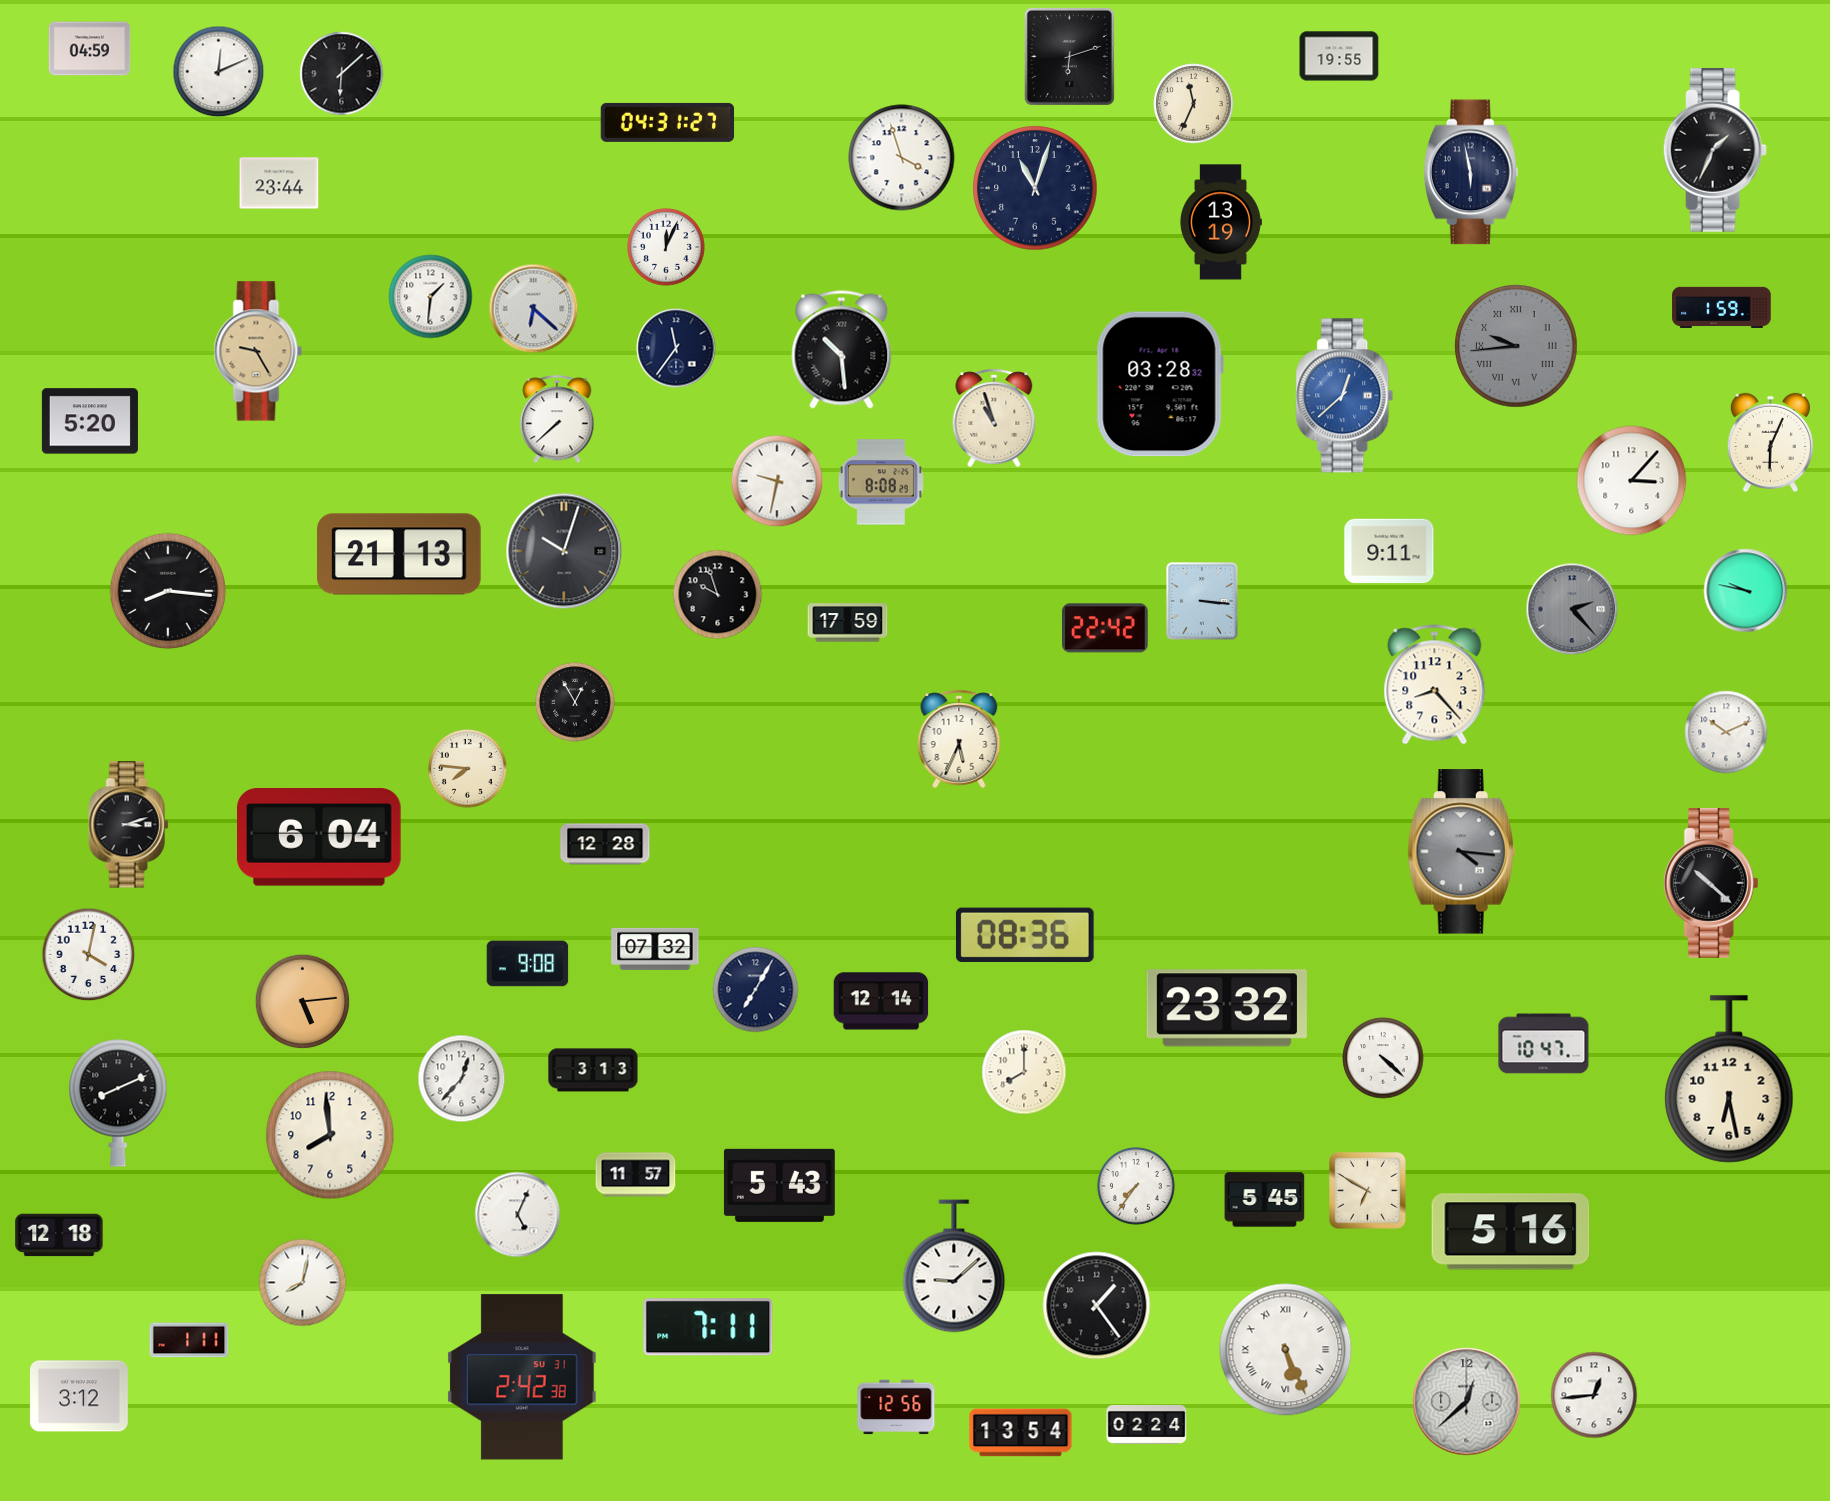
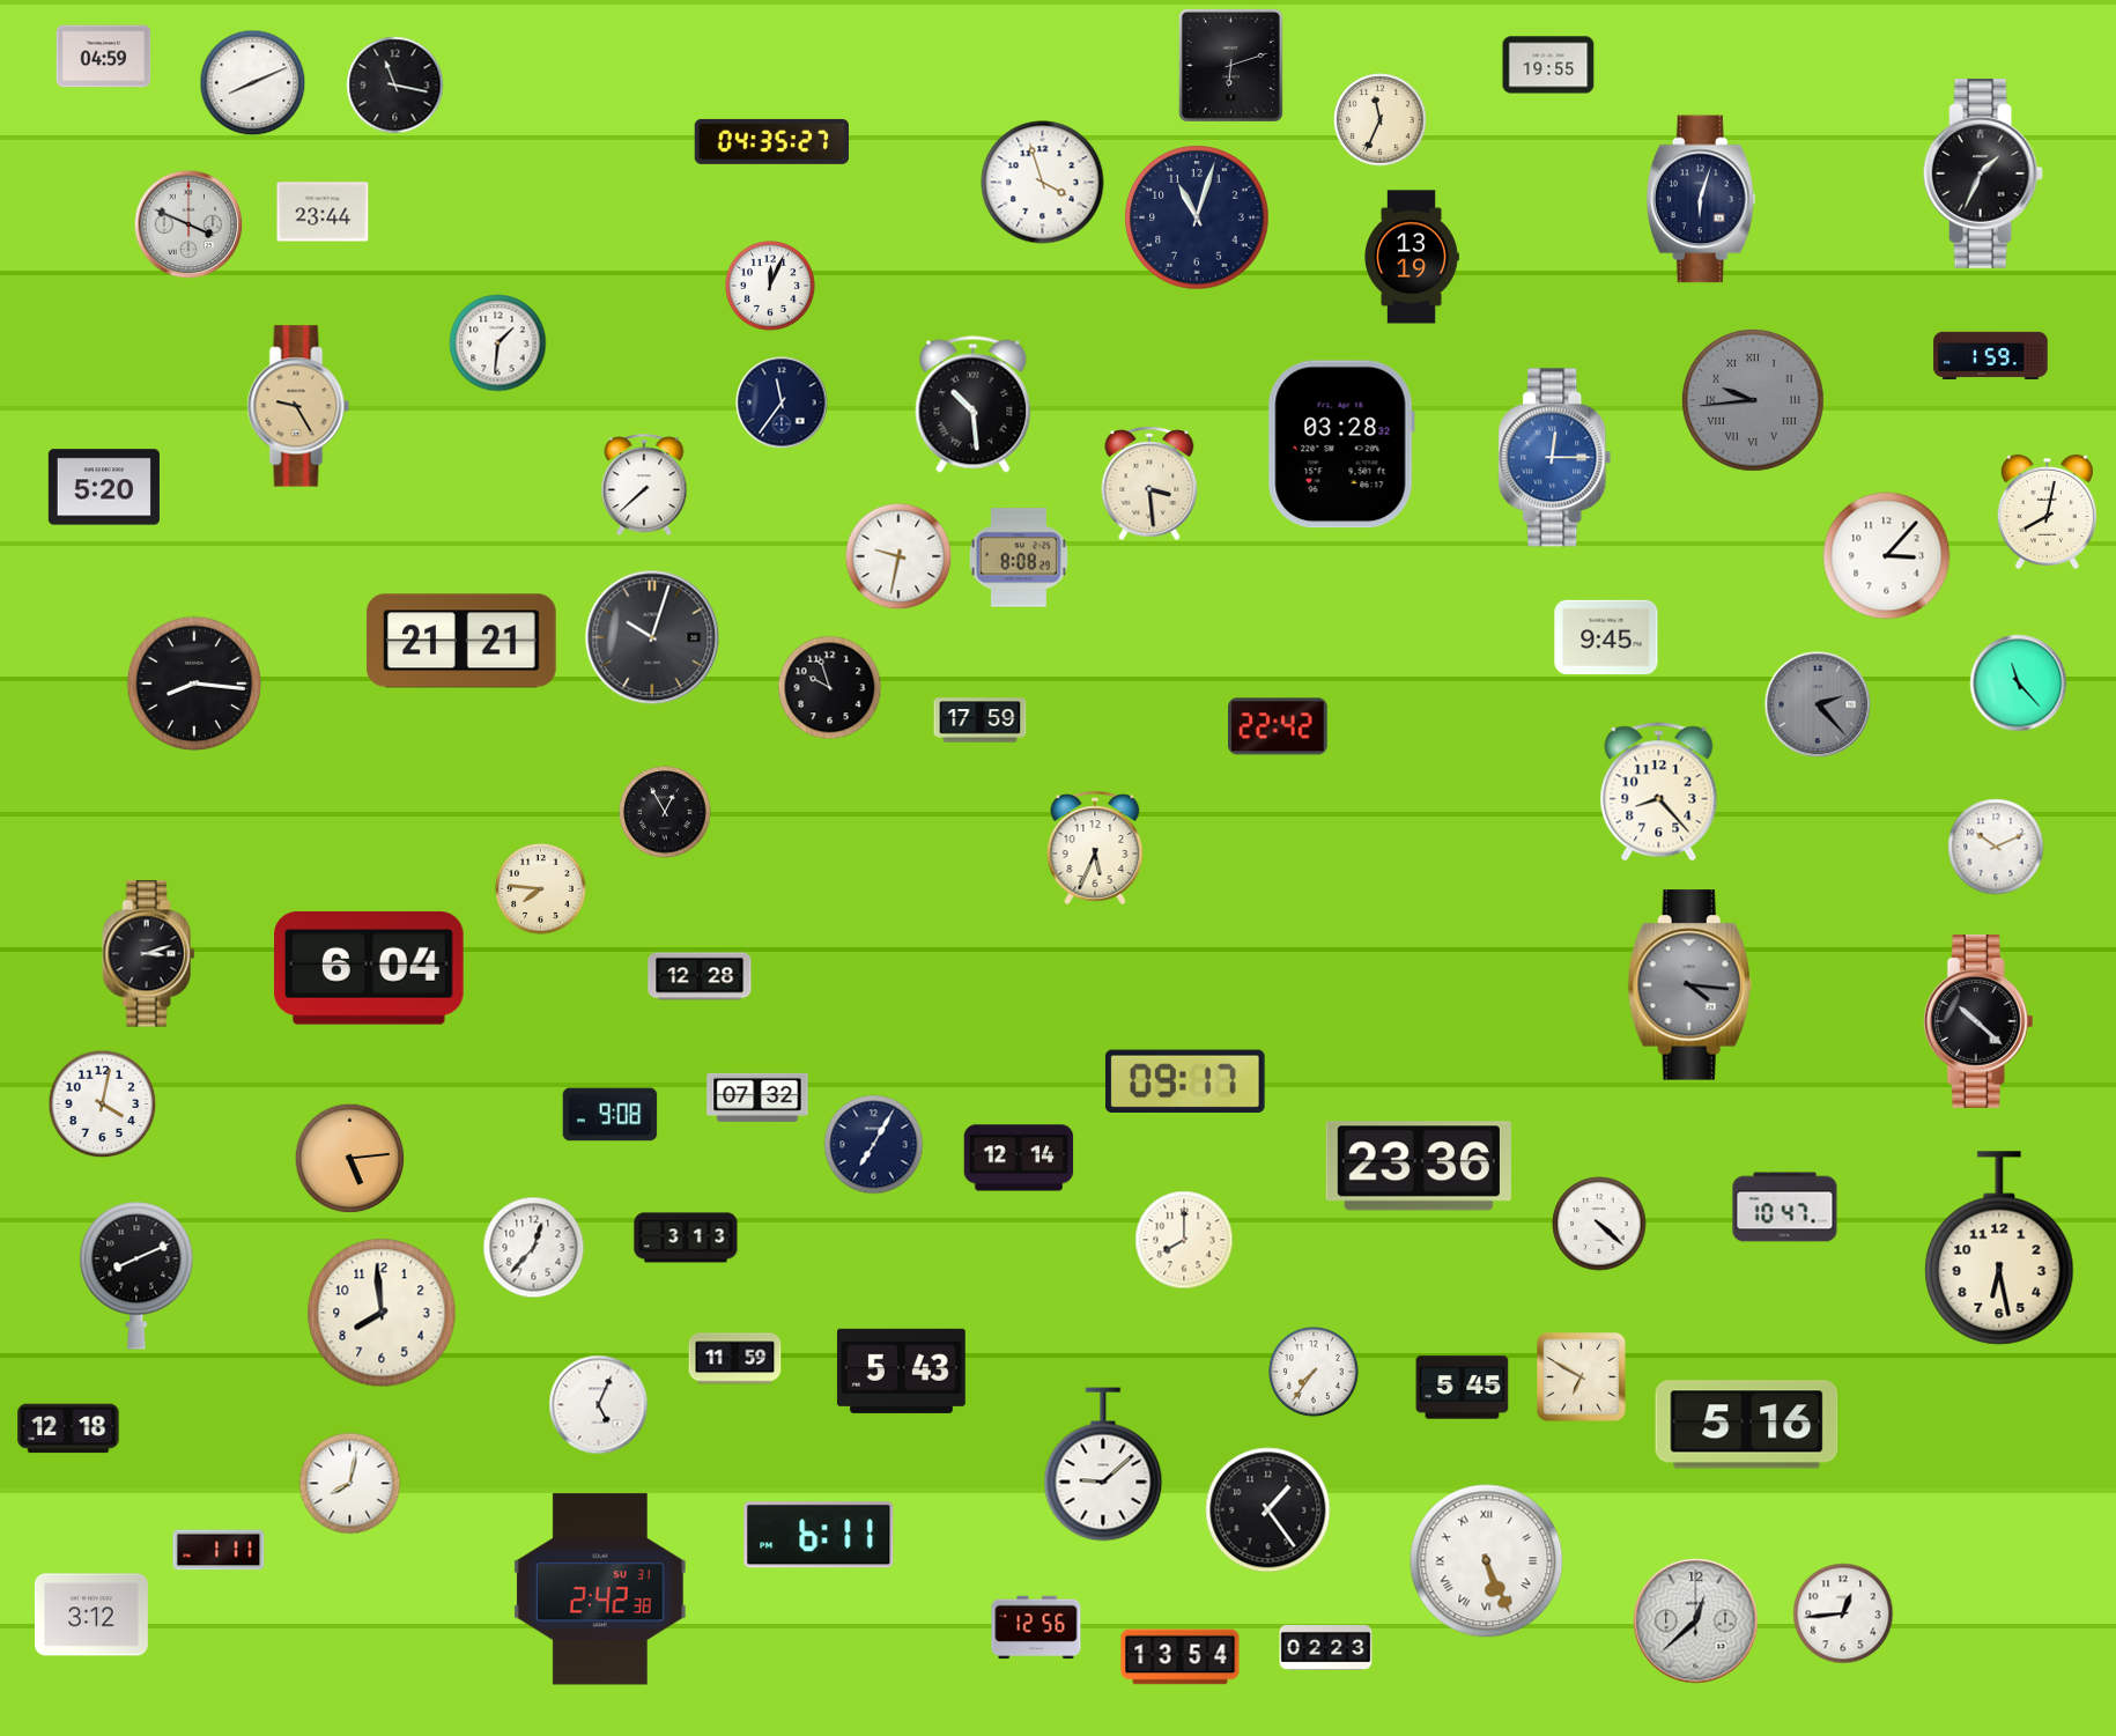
clock at (1069, 56) position: (1069, 56) -> (1230, 65)
clock at (219, 72): 12:11 -> 8:11
clock at (342, 74): 6:08 -> 11:17
clock at (668, 122): 04:31 -> 04:35
clock at (1471, 172): 5:58 -> 6:03
clock at (188, 224): none -> 3:49
clock at (534, 309): 6:22 -> none
clock at (1345, 396): 12:38 -> 12:15
clock at (994, 418): 10:57 -> 3:29
clock at (1770, 443): 6:04 -> 8:02
clock at (1389, 551): 9:11 -> 9:45
clock at (399, 554): 21:13 -> 21:21
clock at (1746, 591): 9:47 -> 11:23
clock at (1202, 601): 3:16 -> none
clock at (959, 739) position: (959, 739) -> (1095, 848)
clock at (1025, 935): 08:36 -> 09:17
clock at (1227, 1008): 23:32 -> 23:36
clock at (636, 1175): 11:57 -> 11:59
clock at (708, 1327): 7:11 -> 6:11
clock at (522, 1377) position: (522, 1377) -> (600, 1589)
clock at (1147, 1425): 02:24 -> 02:23
